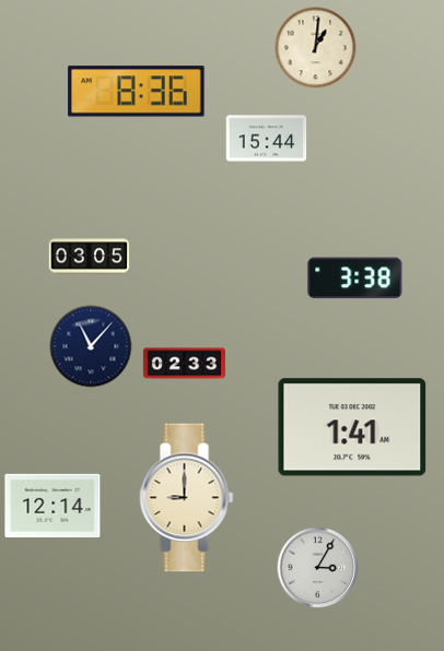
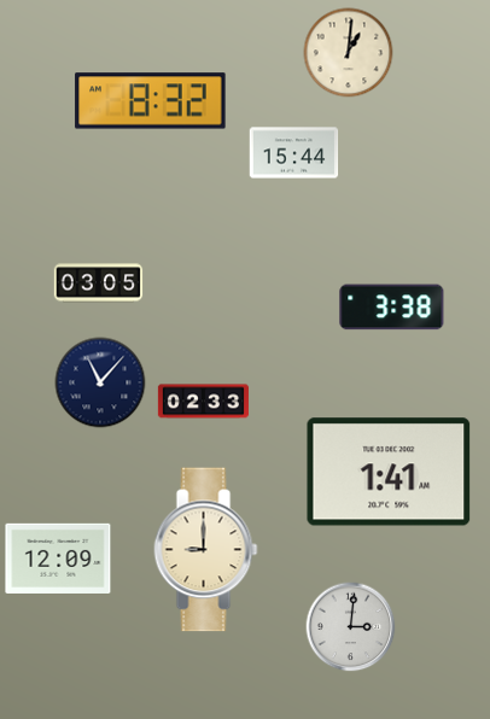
clock at (137, 92): 8:36 -> 8:32
clock at (52, 506): 12:14 -> 12:09
clock at (318, 568): 3:05 -> 3:01
